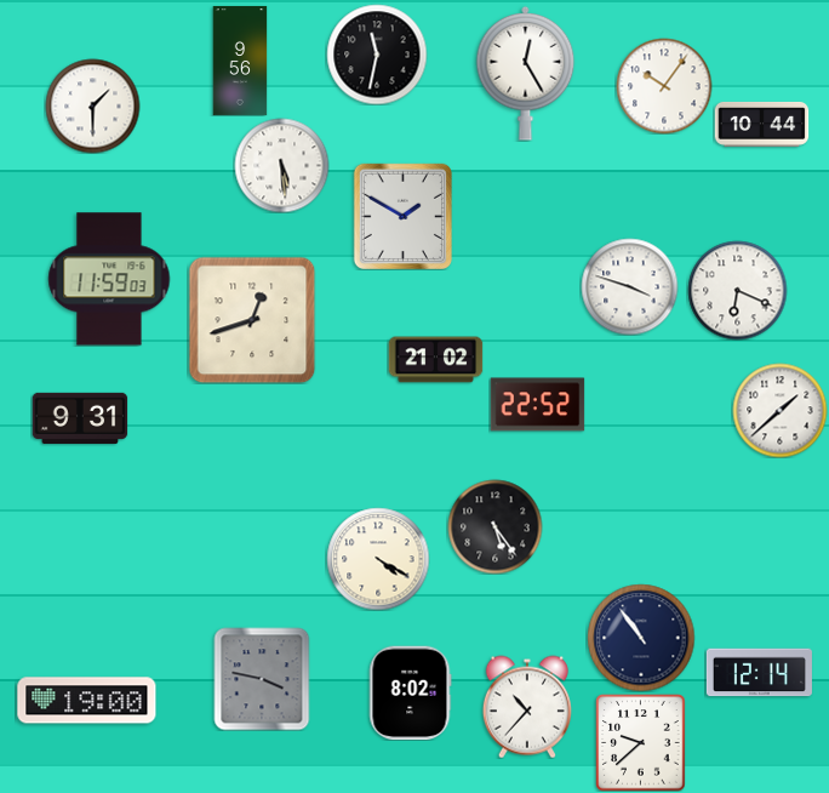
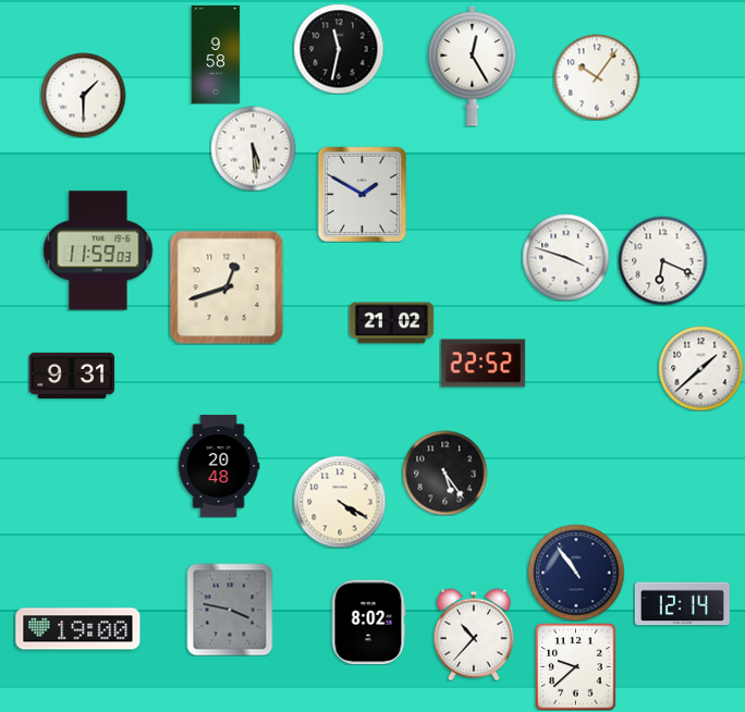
clock at (240, 61): 9:56 -> 9:58
clock at (761, 124): 10:44 -> none
clock at (219, 466): none -> 20:48
clock at (262, 679) position: (262, 679) -> (230, 610)
